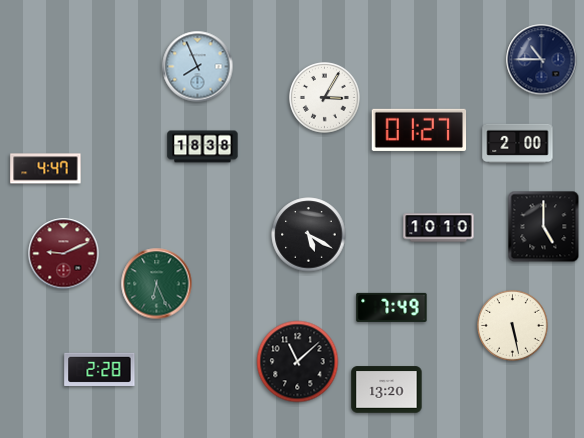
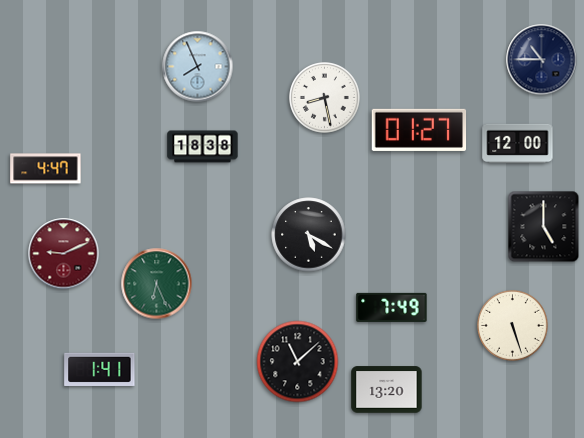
clock at (325, 98): 3:05 -> 8:28
clock at (518, 143): 2:00 -> 12:00
clock at (439, 228): 10:10 -> none
clock at (513, 326): 5:28 -> 5:27
clock at (100, 369): 2:28 -> 1:41
